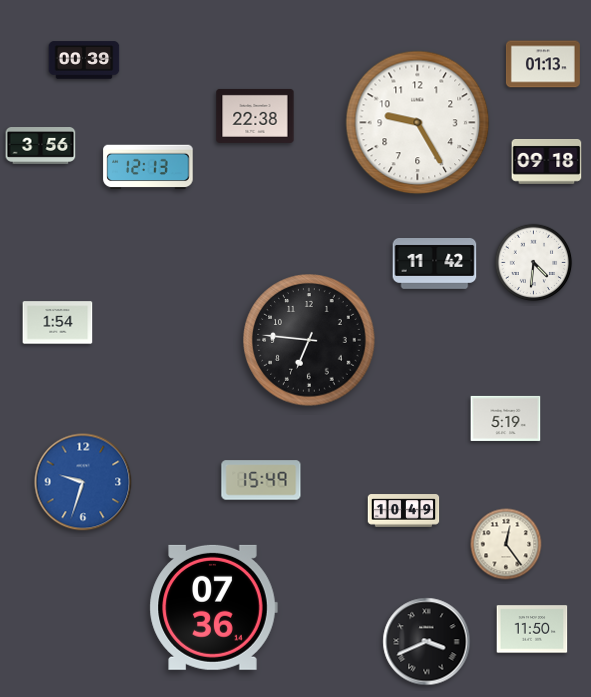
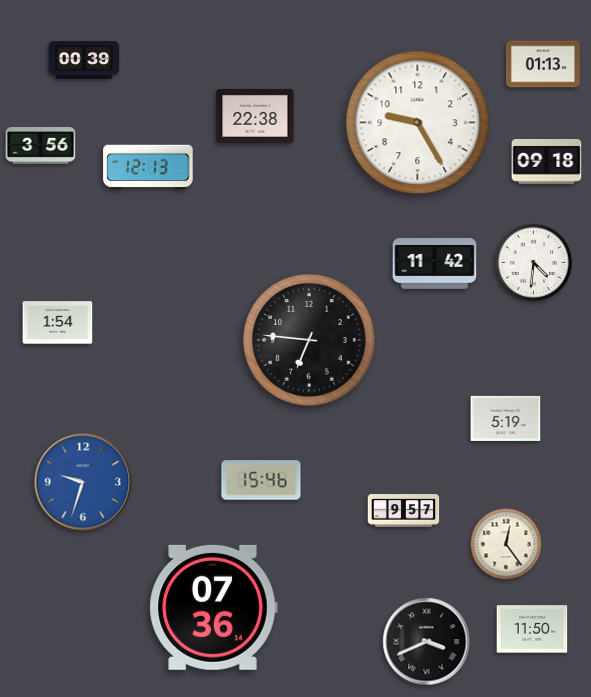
clock at (261, 480): 15:49 -> 15:46
clock at (404, 511): 10:49 -> 9:57
